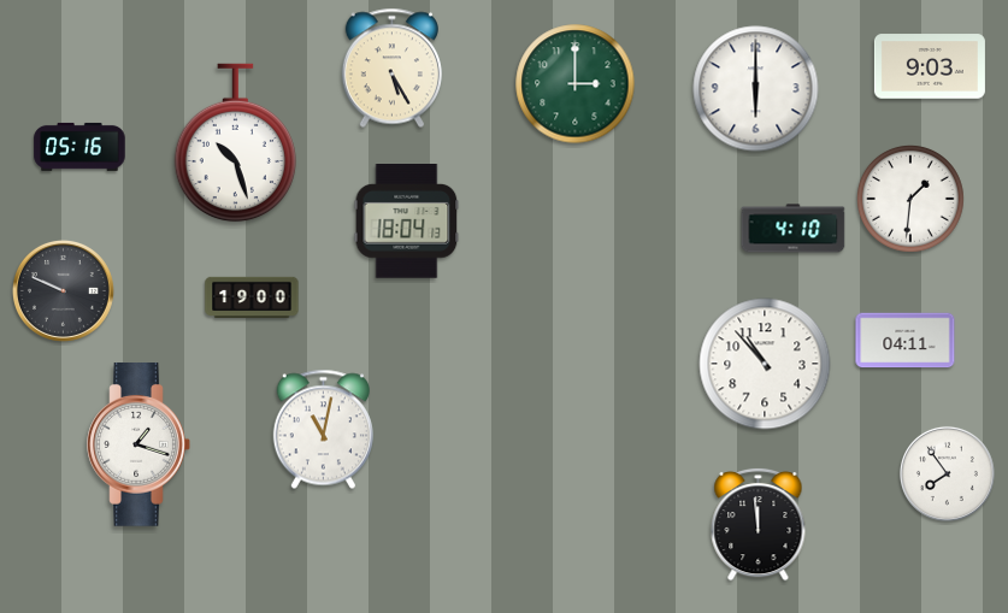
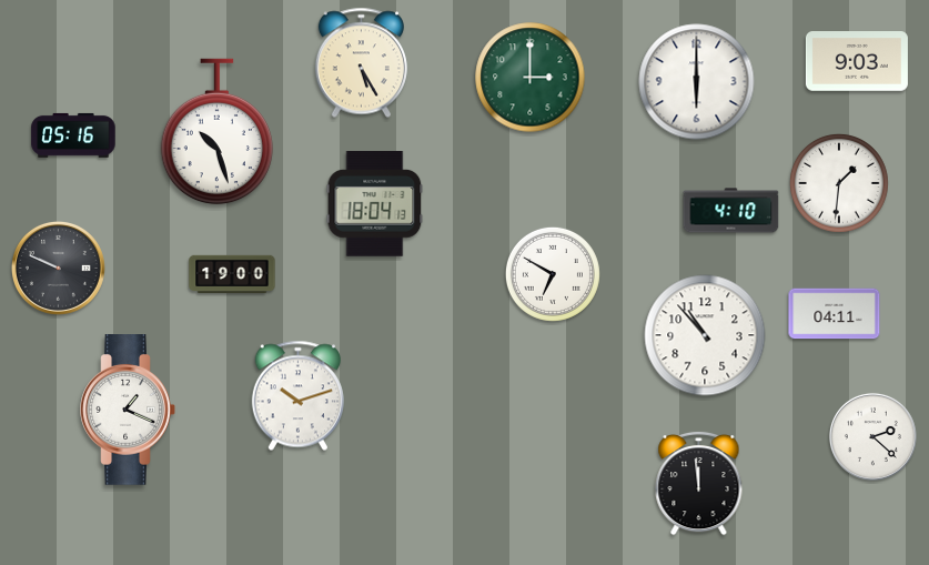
clock at (553, 274): none -> 6:50
clock at (323, 430): 11:02 -> 10:12
clock at (138, 446): 1:18 -> 1:19
clock at (947, 473): 7:54 -> 2:22
